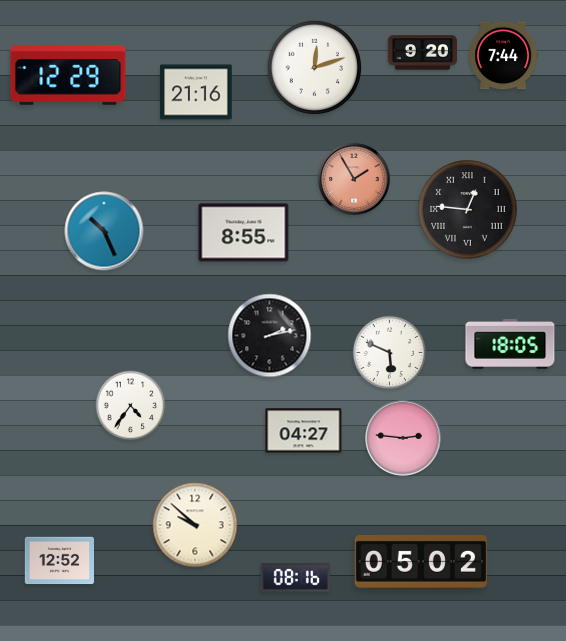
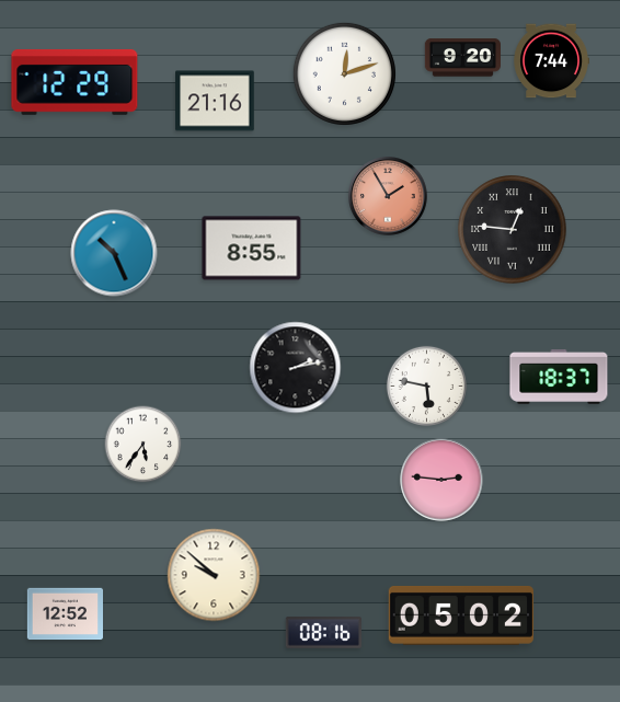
clock at (244, 233) position: (244, 233) -> (252, 249)
clock at (510, 344): 18:05 -> 18:37
clock at (389, 352): 5:49 -> 5:47
clock at (131, 406): 4:36 -> 5:36
clock at (304, 431): 04:27 -> none
